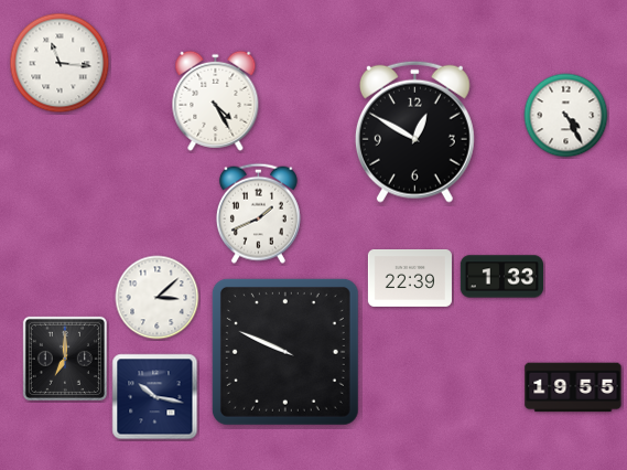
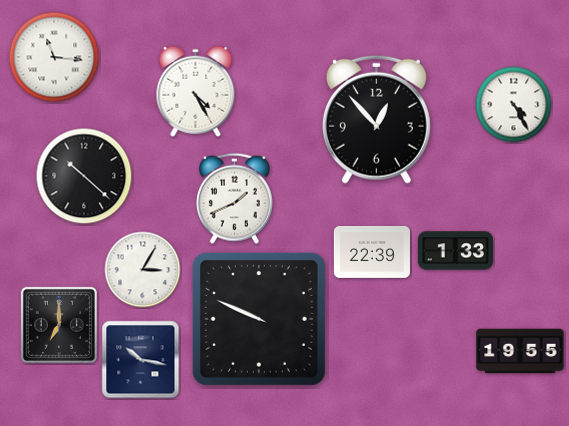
clock at (414, 131): 12:50 -> 12:53
clock at (84, 176): none -> 10:22
clock at (258, 213) position: (258, 213) -> (234, 198)
clock at (158, 298): 3:08 -> 3:05
